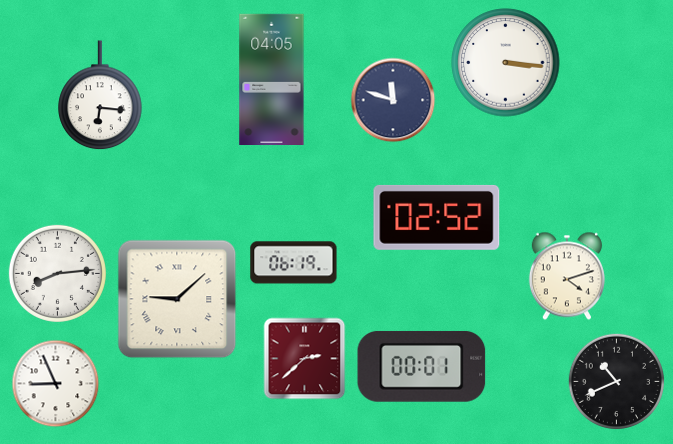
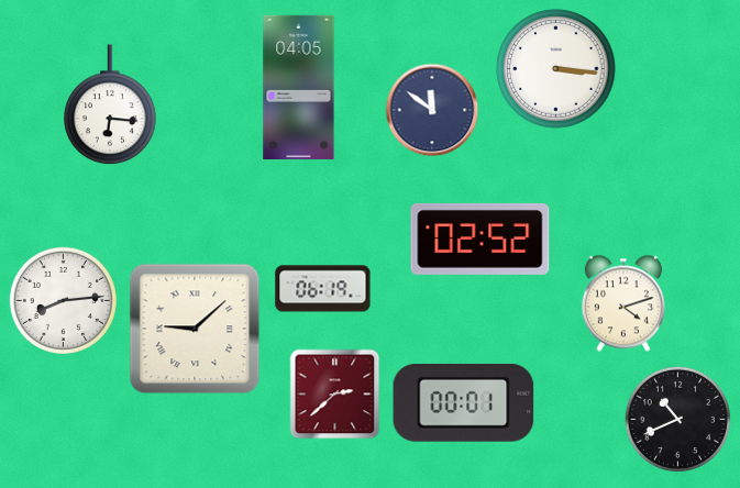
clock at (393, 100): 11:48 -> 11:51
clock at (56, 384): 8:56 -> none
